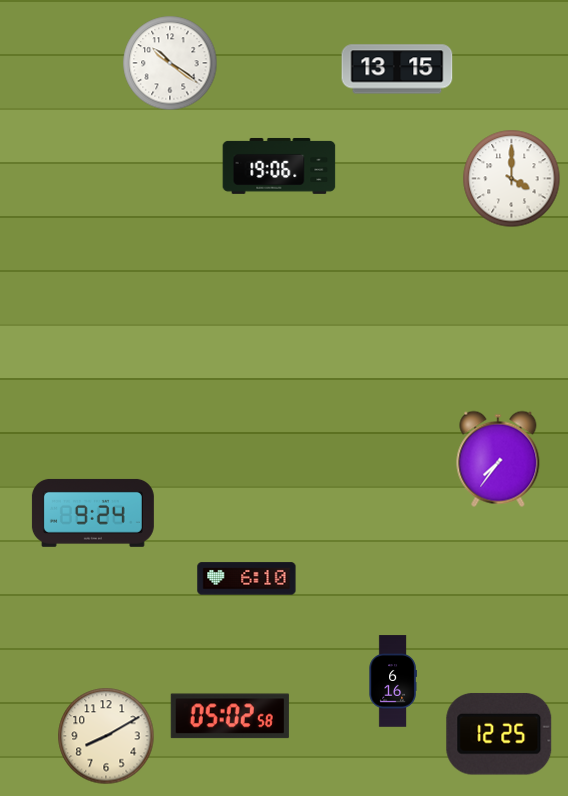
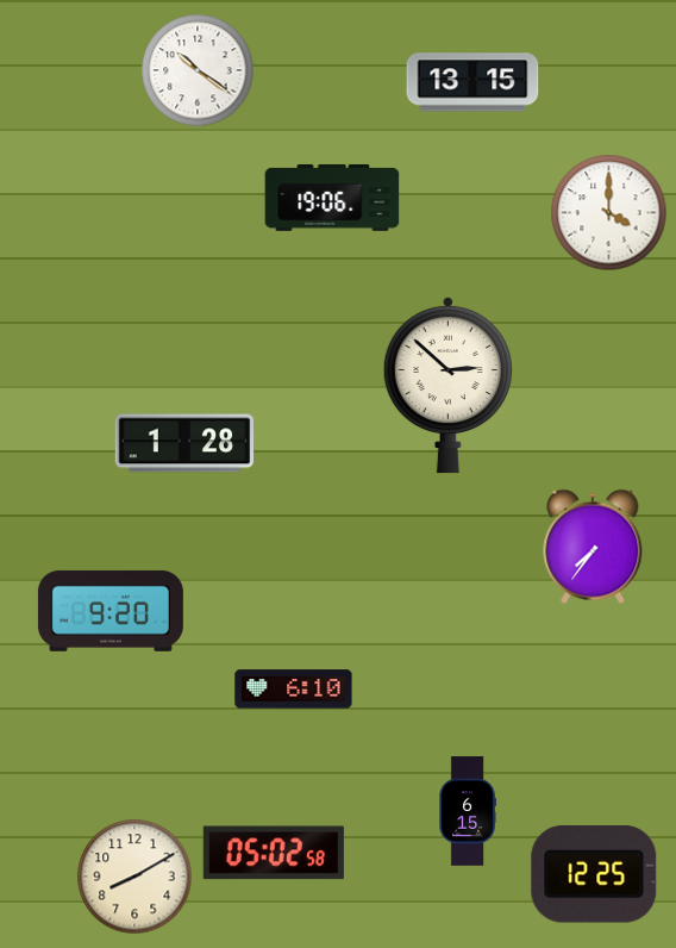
clock at (170, 63) position: (170, 63) -> (198, 70)
clock at (447, 385): none -> 2:52
clock at (184, 443): none -> 1:28
clock at (93, 513): 9:24 -> 9:20
clock at (393, 681): 6:16 -> 6:15
clock at (106, 736) position: (106, 736) -> (134, 877)
